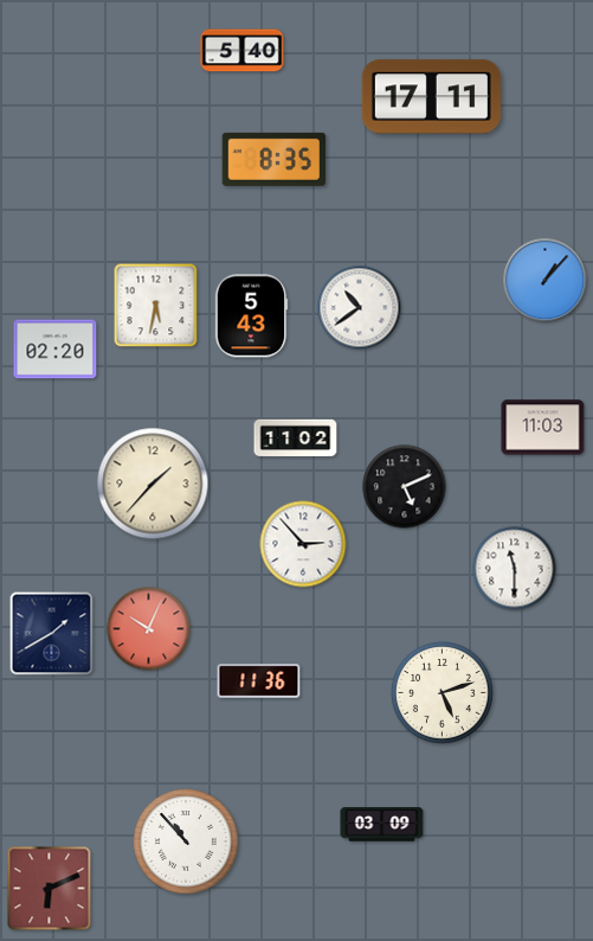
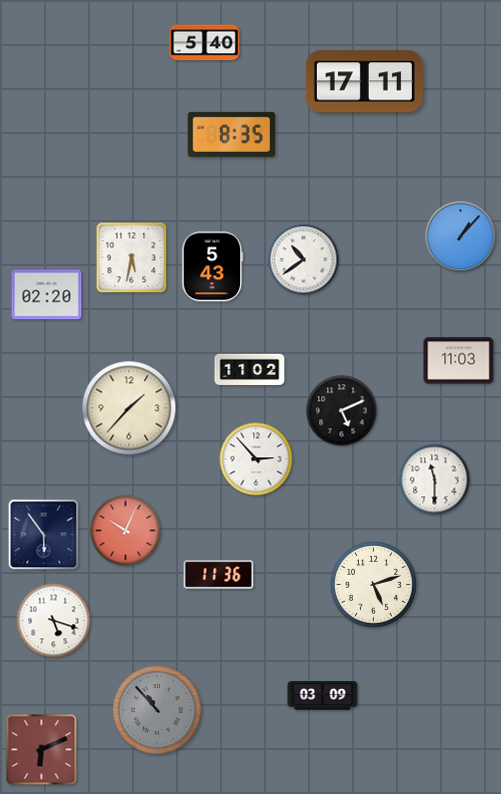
clock at (52, 634): 1:40 -> 5:54
clock at (54, 621): none -> 5:18
clock at (186, 841) dial: white -> grey
